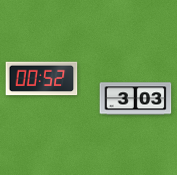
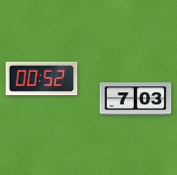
clock at (136, 99): 3:03 -> 7:03
